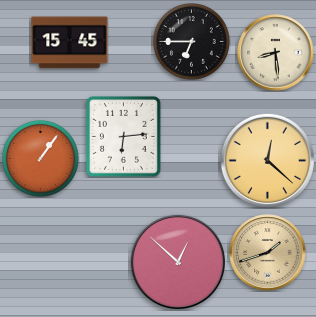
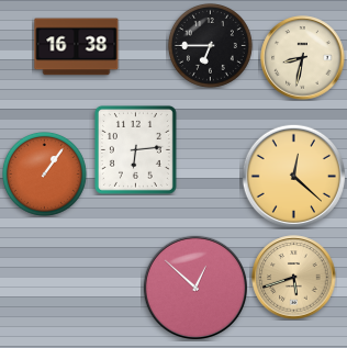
clock at (70, 43): 15:45 -> 16:38
clock at (276, 53): 8:29 -> 8:32
clock at (268, 253): 1:42 -> 5:42
